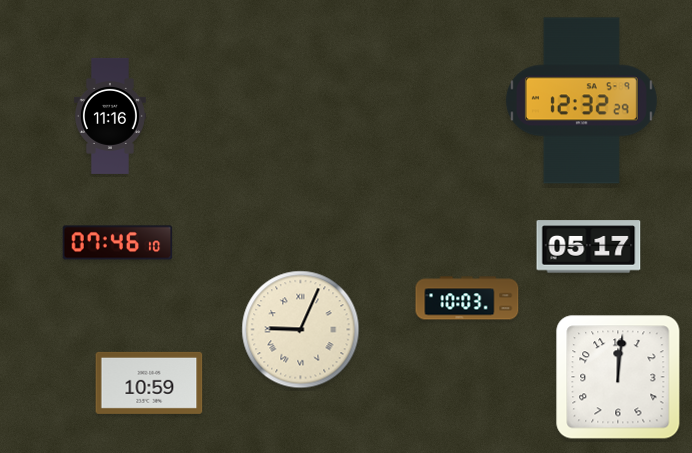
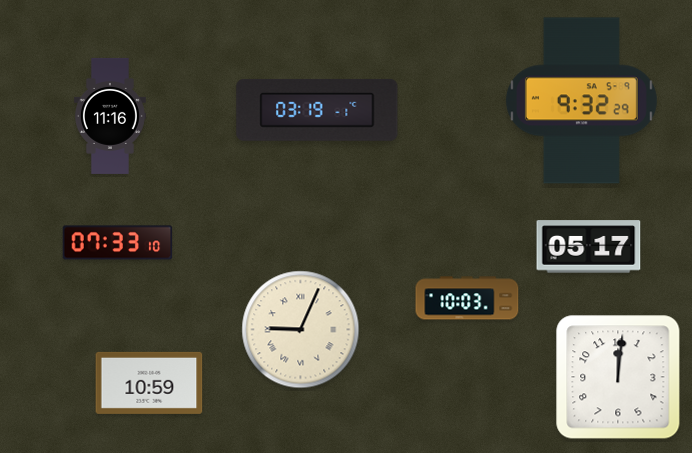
clock at (581, 101): 12:32 -> 9:32
clock at (317, 110): none -> 03:19
clock at (118, 243): 07:46 -> 07:33
